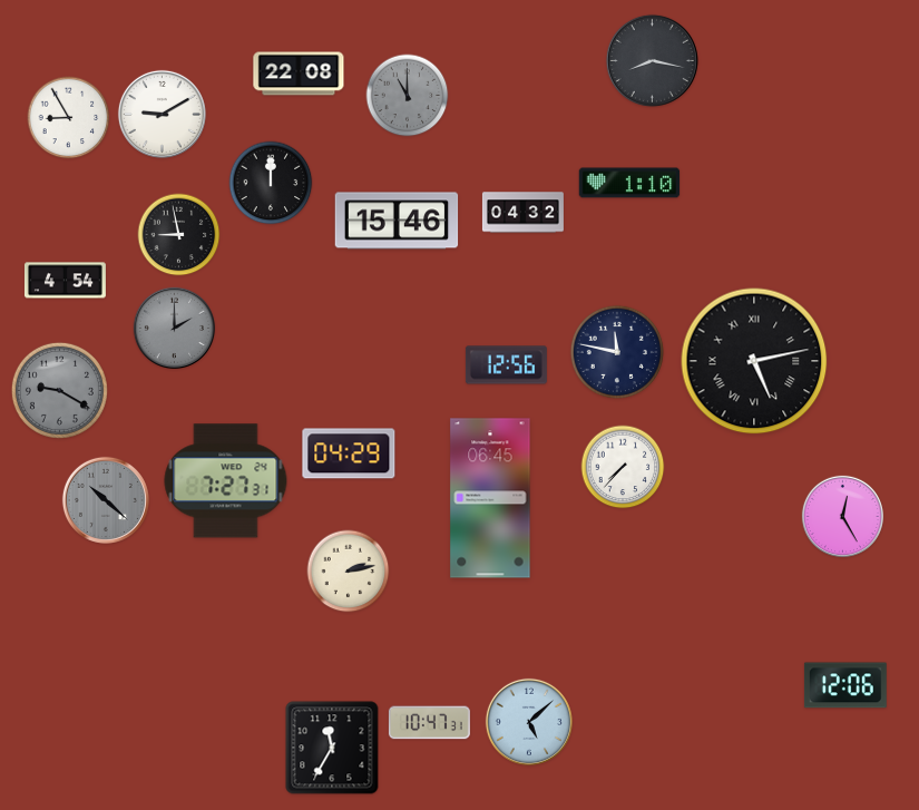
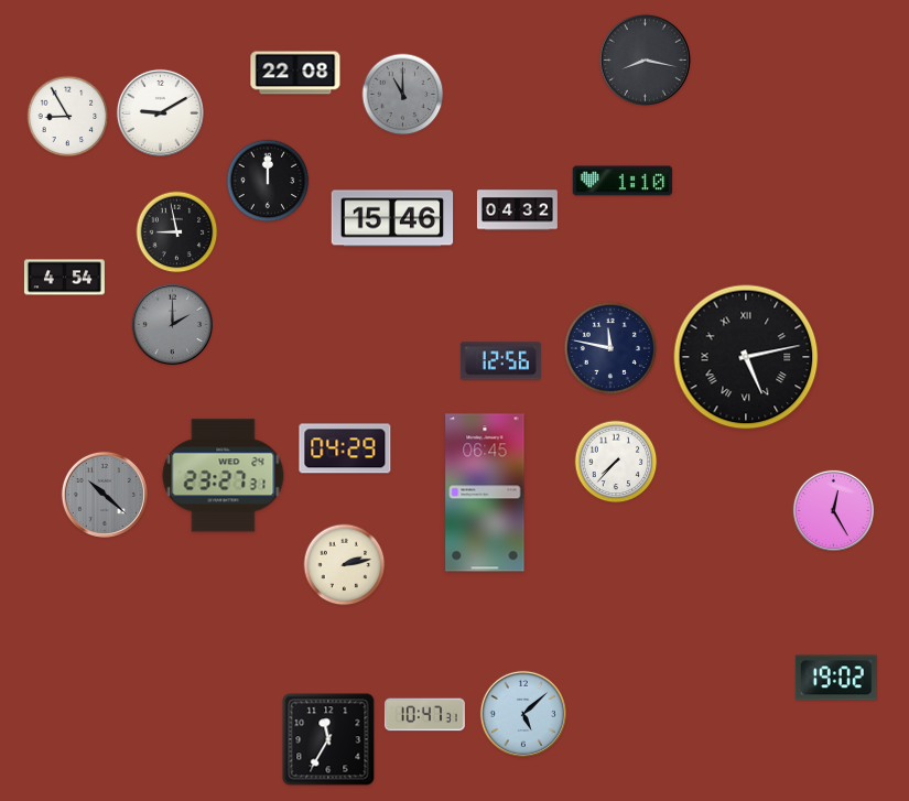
clock at (59, 390): 9:20 -> none
clock at (226, 481): 7:27 -> 23:27
clock at (845, 685): 12:06 -> 19:02
